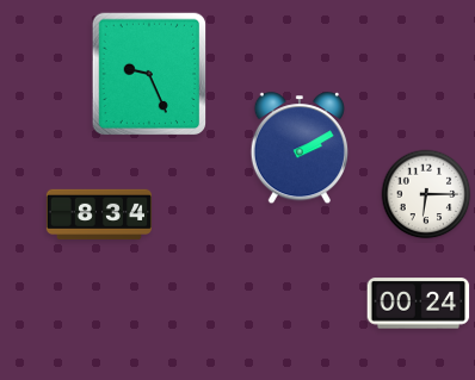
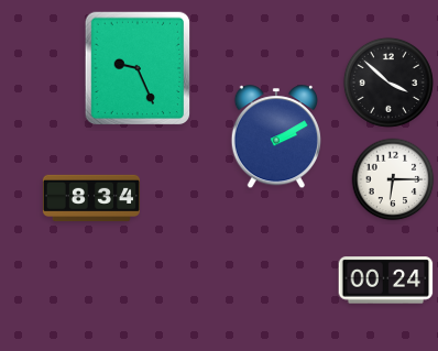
clock at (388, 83): none -> 3:52
